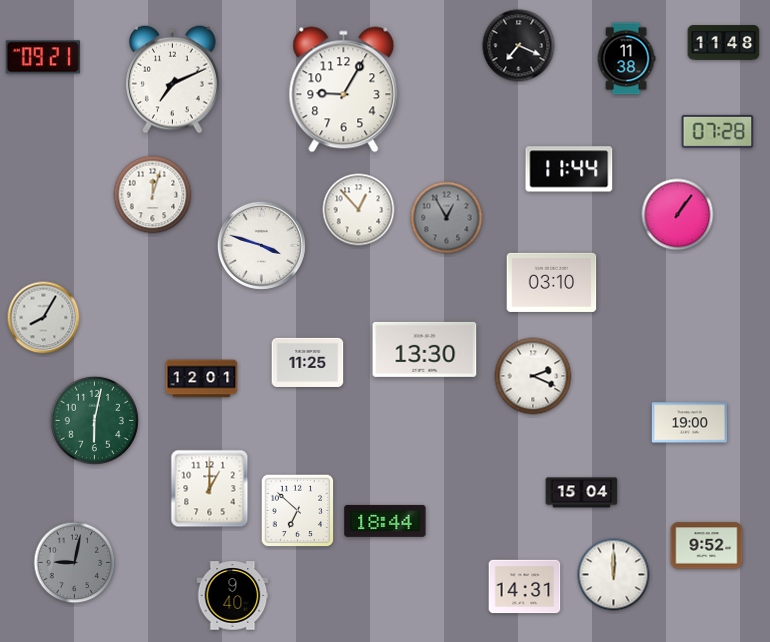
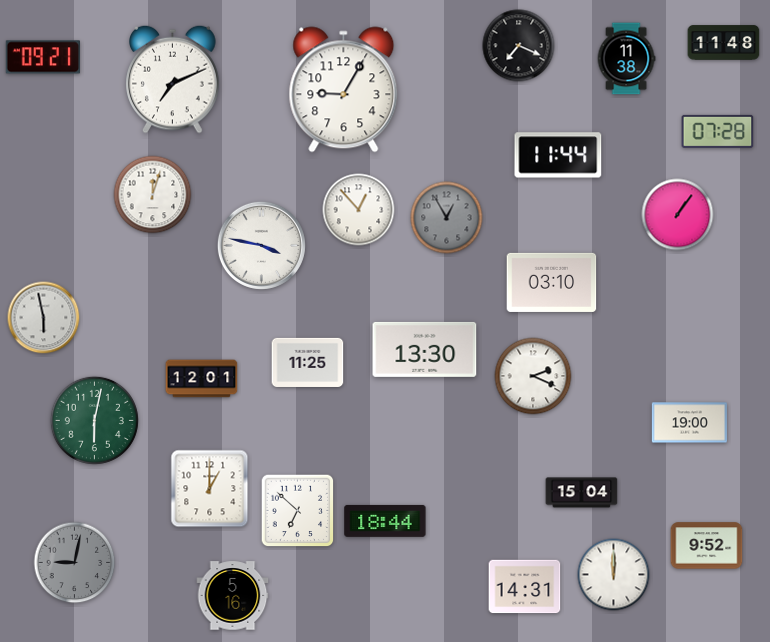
clock at (569, 169) position: (569, 169) -> (558, 155)
clock at (261, 245): 3:48 -> 3:47
clock at (44, 318): 8:05 -> 5:58
clock at (233, 596): 9:40 -> 5:16
